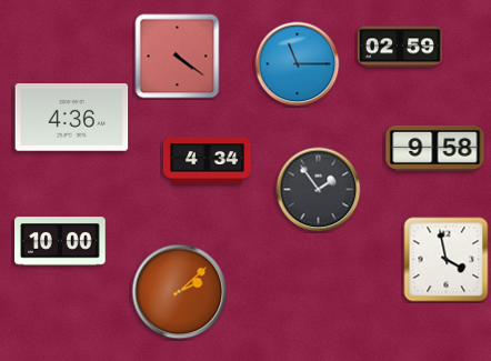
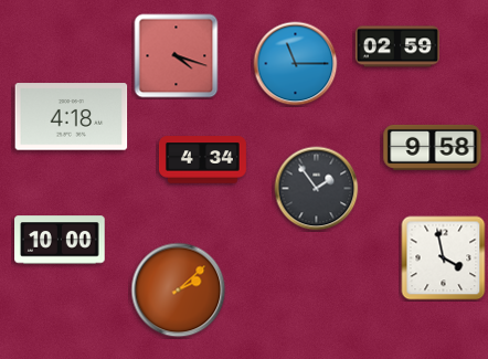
clock at (178, 57): 4:21 -> 4:18
clock at (72, 118): 4:36 -> 4:18
clock at (207, 161) position: (207, 161) -> (202, 160)
